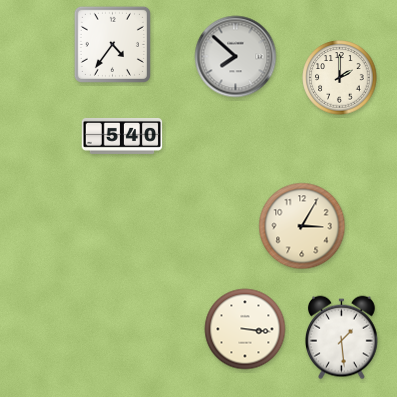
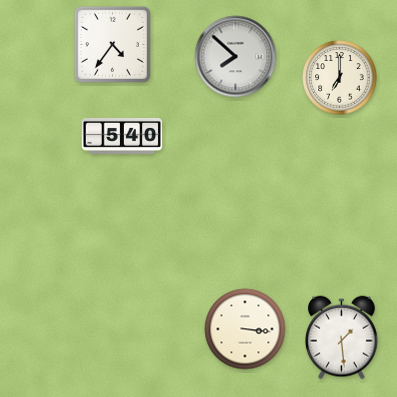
clock at (340, 78): 2:00 -> 7:00
clock at (302, 226): 3:05 -> none
